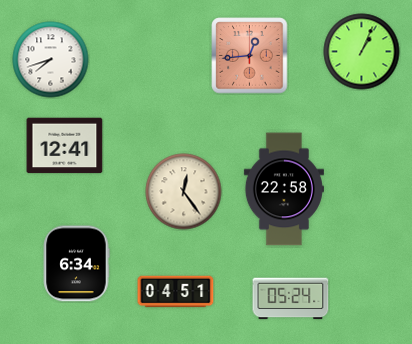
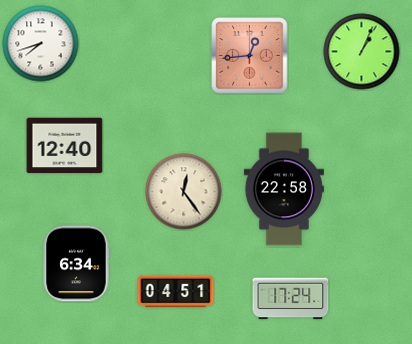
clock at (51, 60) position: (51, 60) -> (41, 44)
clock at (65, 146): 12:41 -> 12:40
clock at (291, 299): 05:24 -> 17:24
